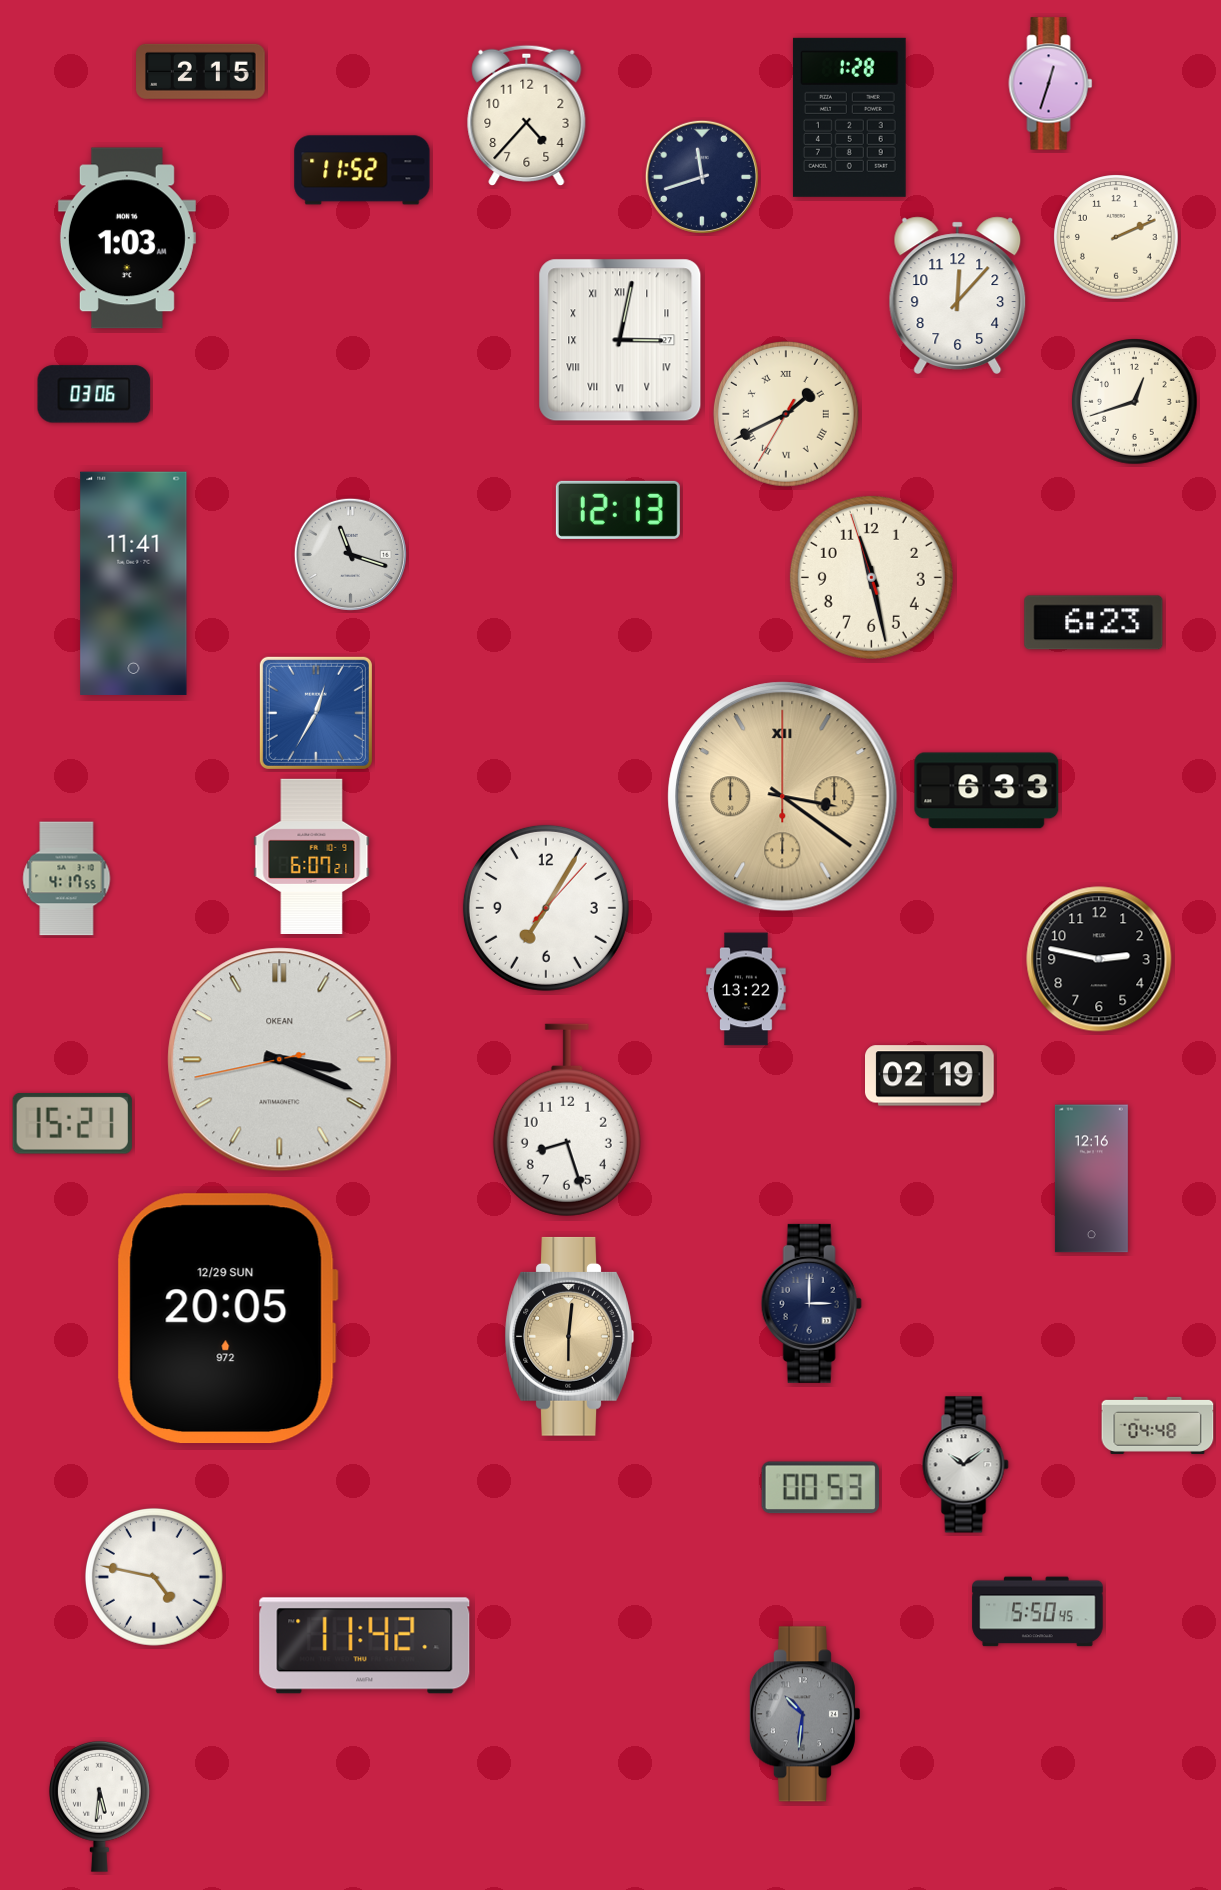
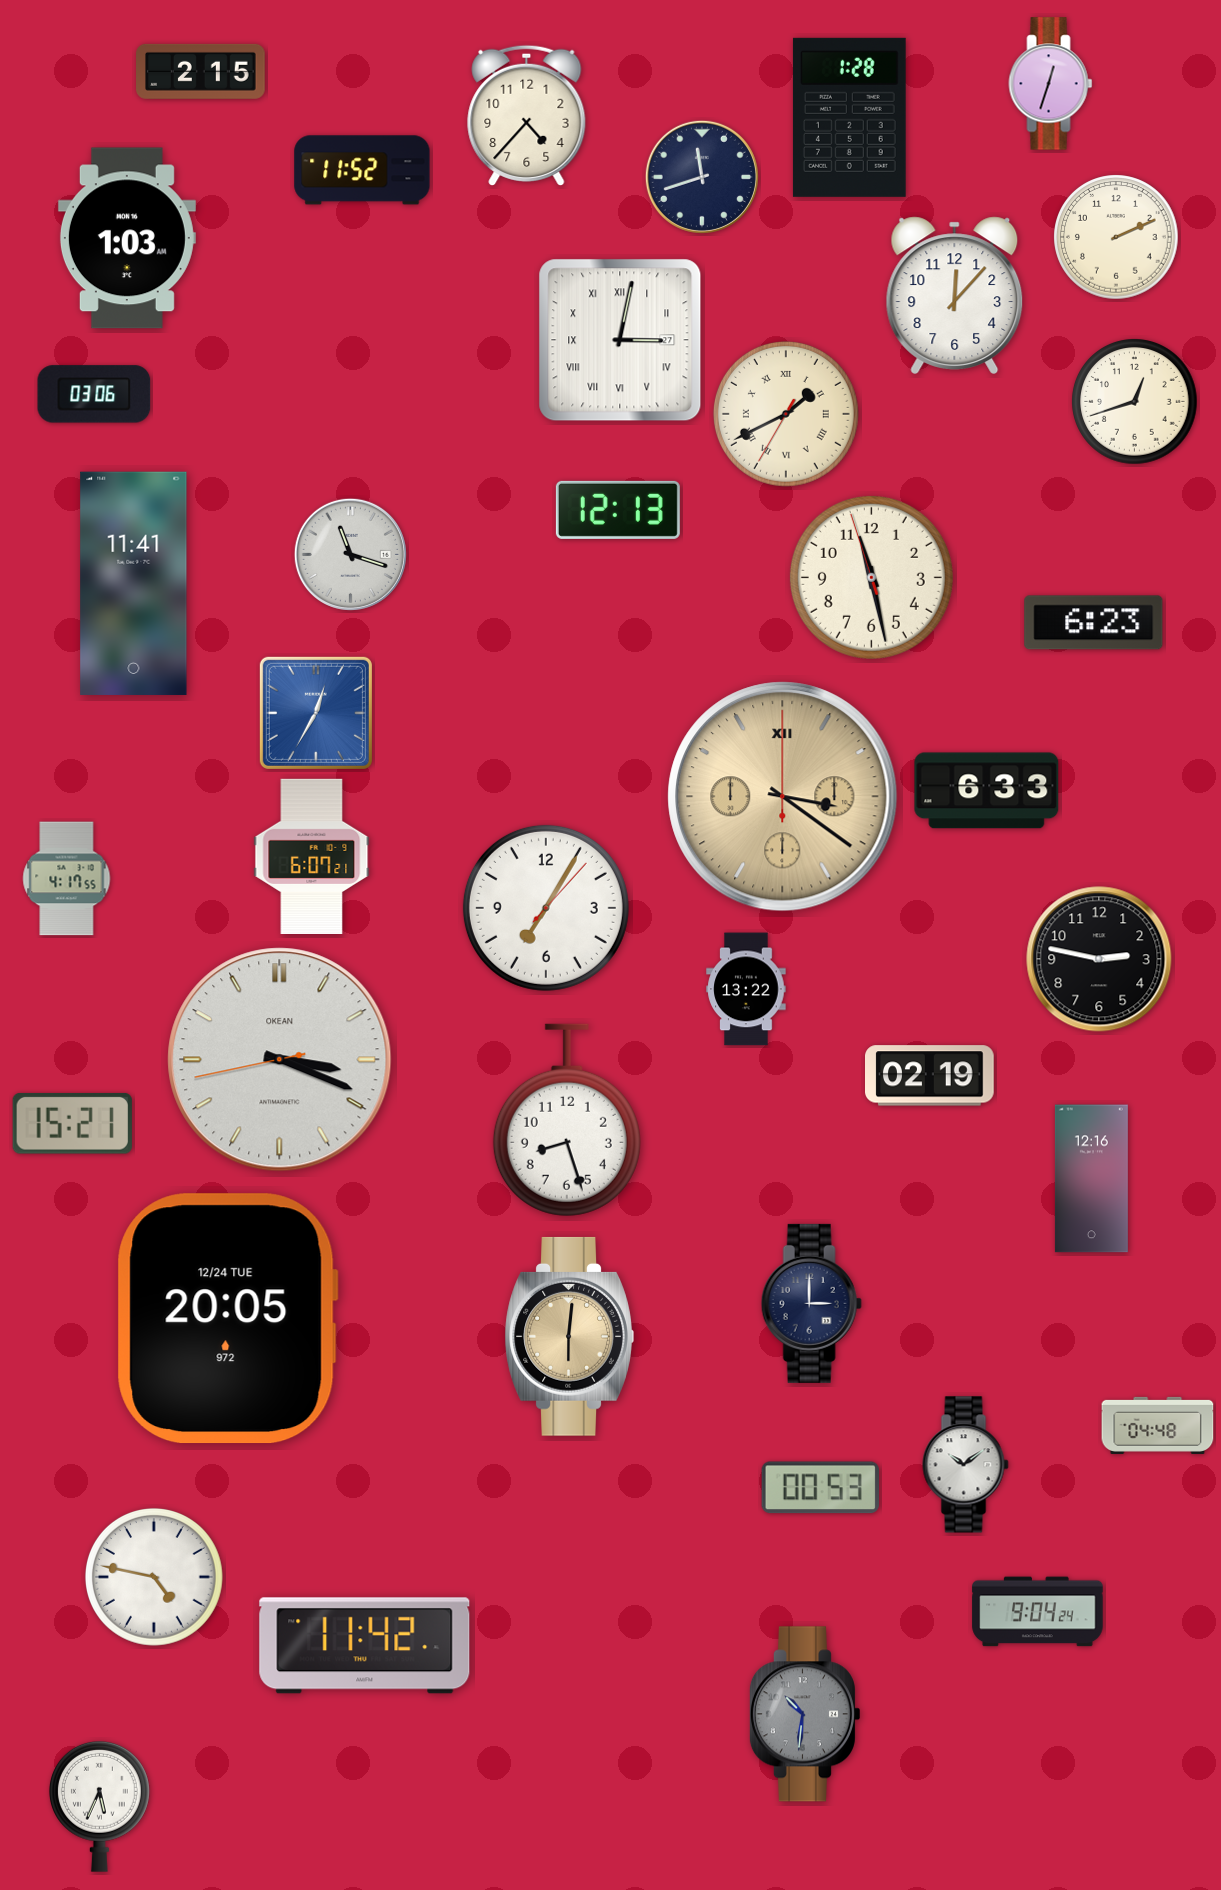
clock at (958, 295) position: (958, 295) -> (955, 295)
clock at (227, 1319) date: 12/29 SUN -> 12/24 TUE
clock at (1038, 1612): 5:50 -> 9:04
clock at (99, 1806): 5:31 -> 5:34
